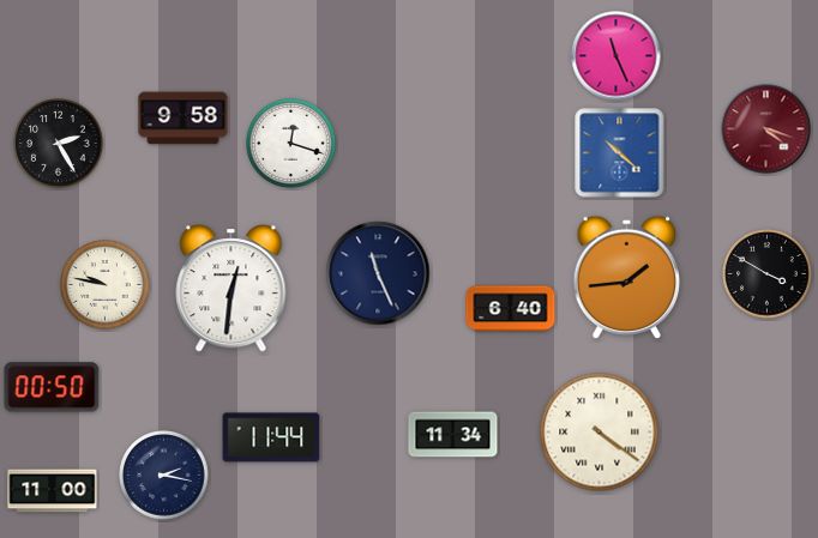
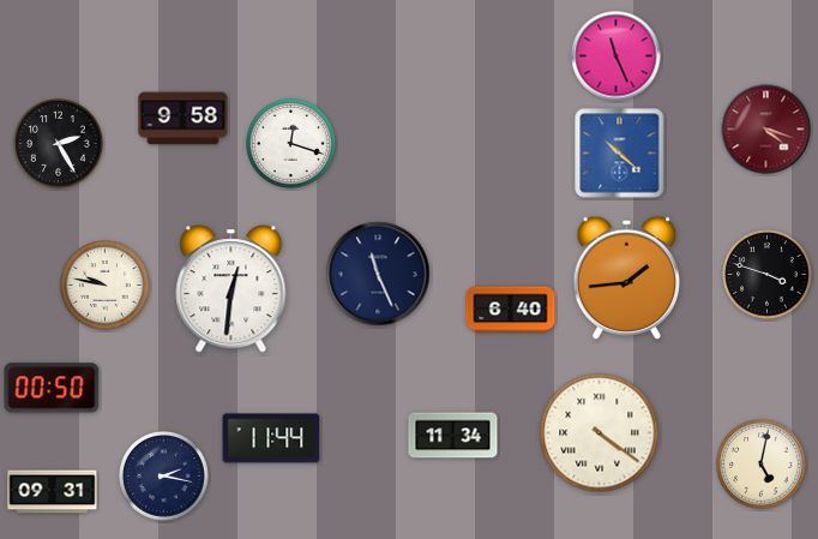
clock at (768, 274): 3:50 -> 3:48
clock at (762, 465): none -> 5:02
clock at (53, 491): 11:00 -> 09:31
